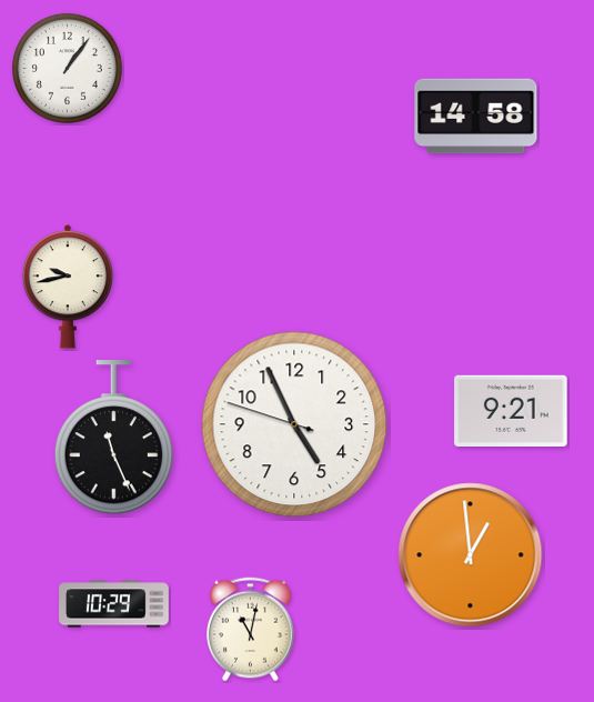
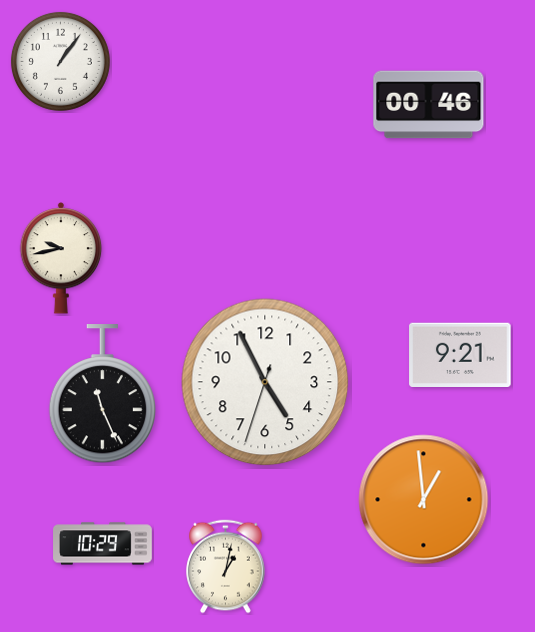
clock at (476, 117): 14:58 -> 00:46
clock at (511, 410) position: (511, 410) -> (460, 354)
clock at (294, 424): 4:55:48 -> 4:55:33
clock at (251, 630): 11:02 -> 1:02
